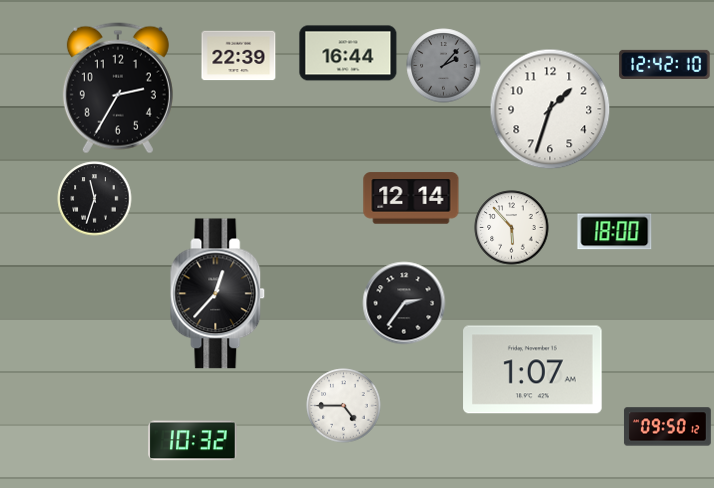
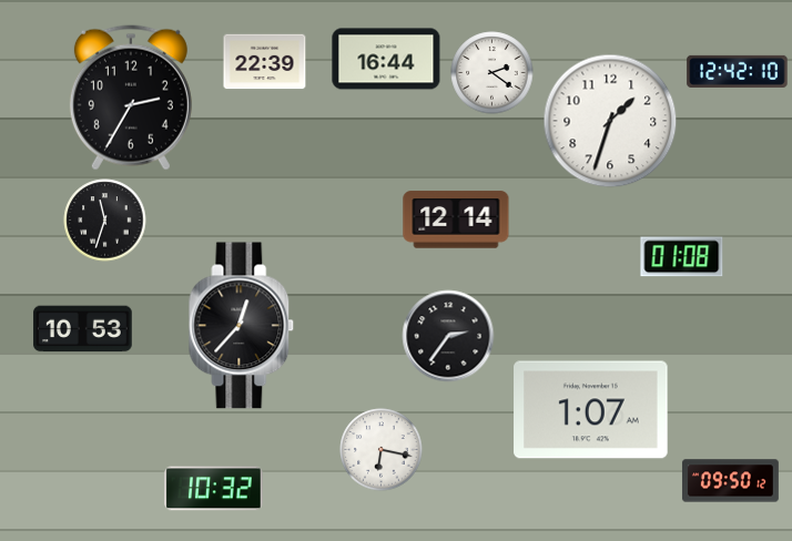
clock at (444, 66): 2:07 -> 2:21
clock at (444, 66) dial: grey -> white
clock at (512, 228): 5:53 -> none
clock at (615, 232): 18:00 -> 01:08
clock at (83, 329): none -> 10:53
clock at (344, 406): 4:45 -> 6:17
clock at (667, 427) position: (667, 427) -> (730, 481)
